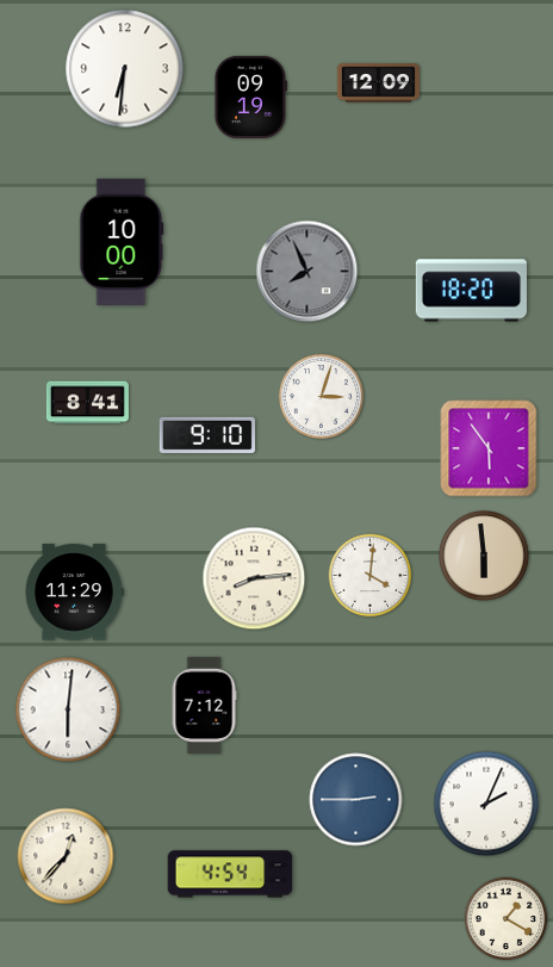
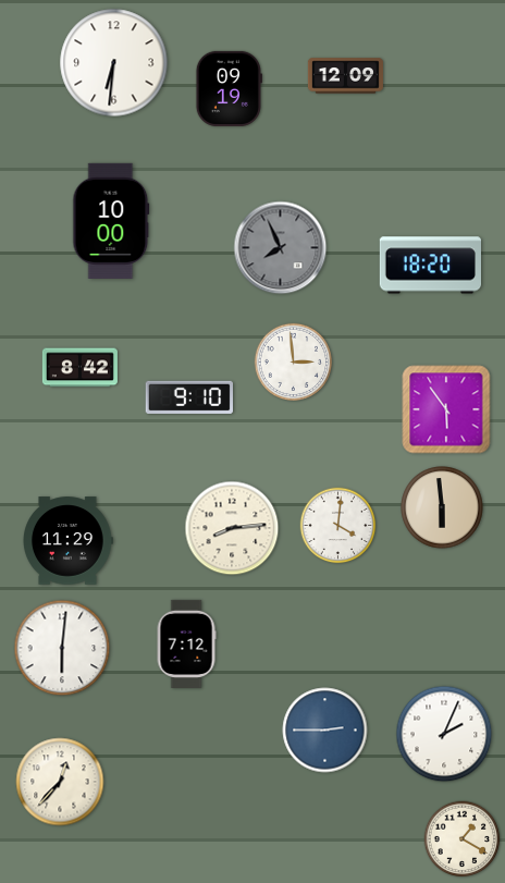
clock at (321, 396): 3:03 -> 2:59
clock at (87, 403): 8:41 -> 8:42
clock at (230, 874): 4:54 -> none
